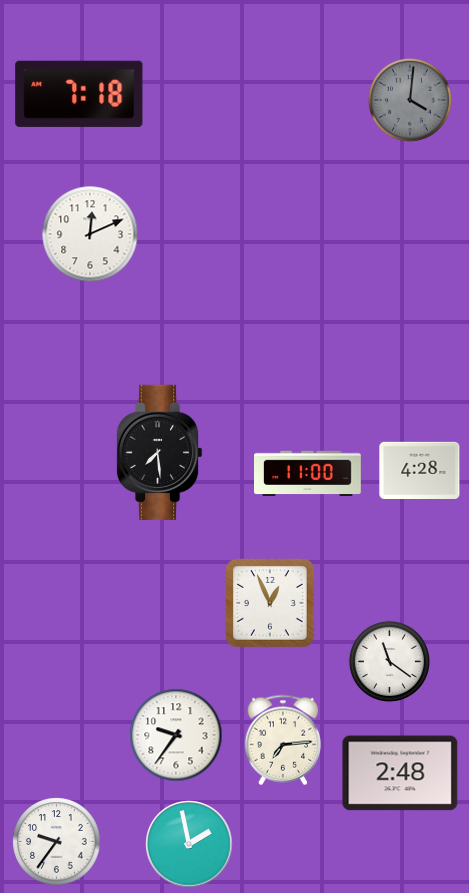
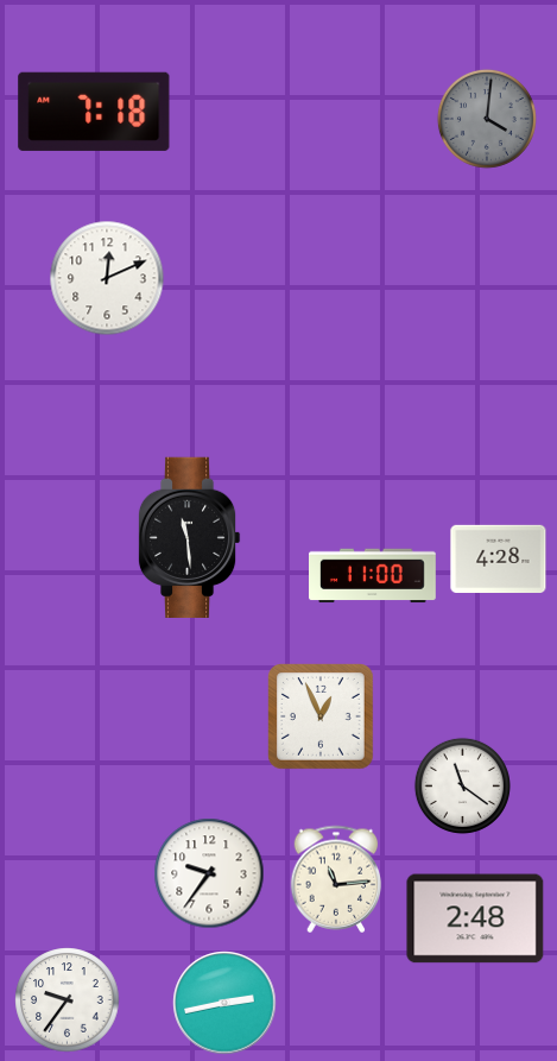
clock at (159, 452): 7:29 -> 11:29
clock at (308, 474) position: (308, 474) -> (373, 576)
clock at (283, 740): 7:14 -> 11:14
clock at (189, 844): 1:58 -> 2:43
